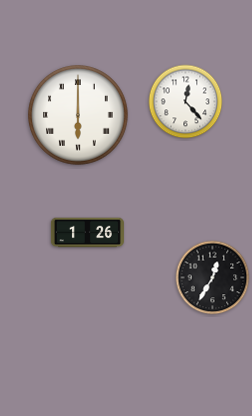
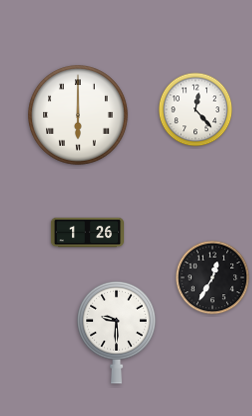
clock at (186, 102) position: (186, 102) -> (196, 110)
clock at (117, 332): none -> 9:30
